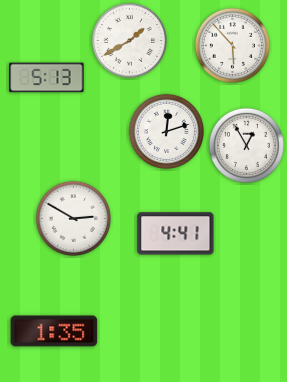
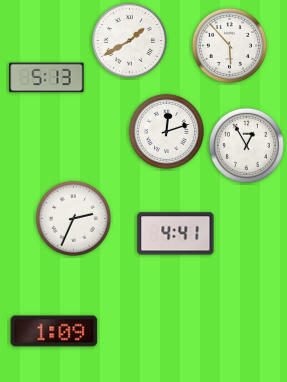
clock at (232, 45) position: (232, 45) -> (229, 45)
clock at (73, 218): 2:50 -> 2:34
clock at (54, 331): 1:35 -> 1:09
